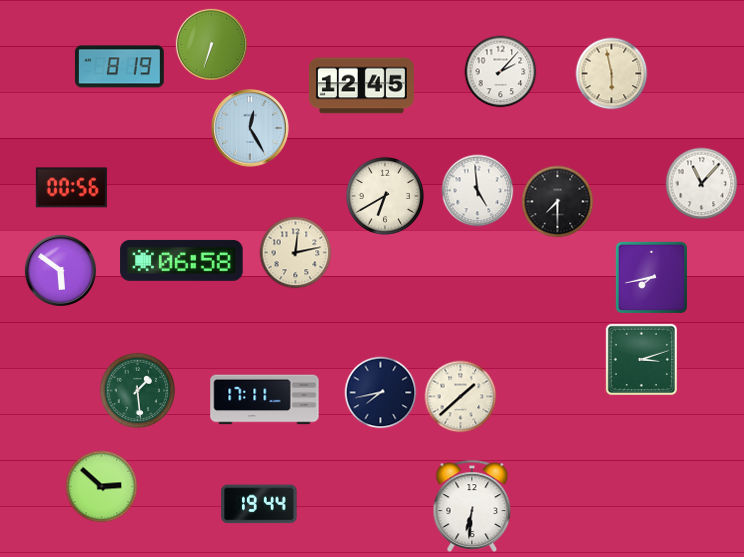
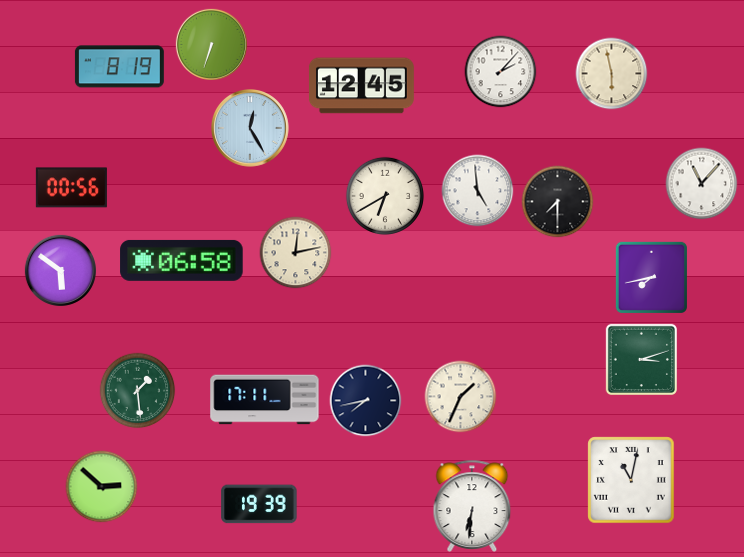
clock at (381, 393) position: (381, 393) -> (366, 401)
clock at (461, 397): 1:38 -> 1:34
clock at (631, 480): none -> 11:02
clock at (259, 504): 19:44 -> 19:39
